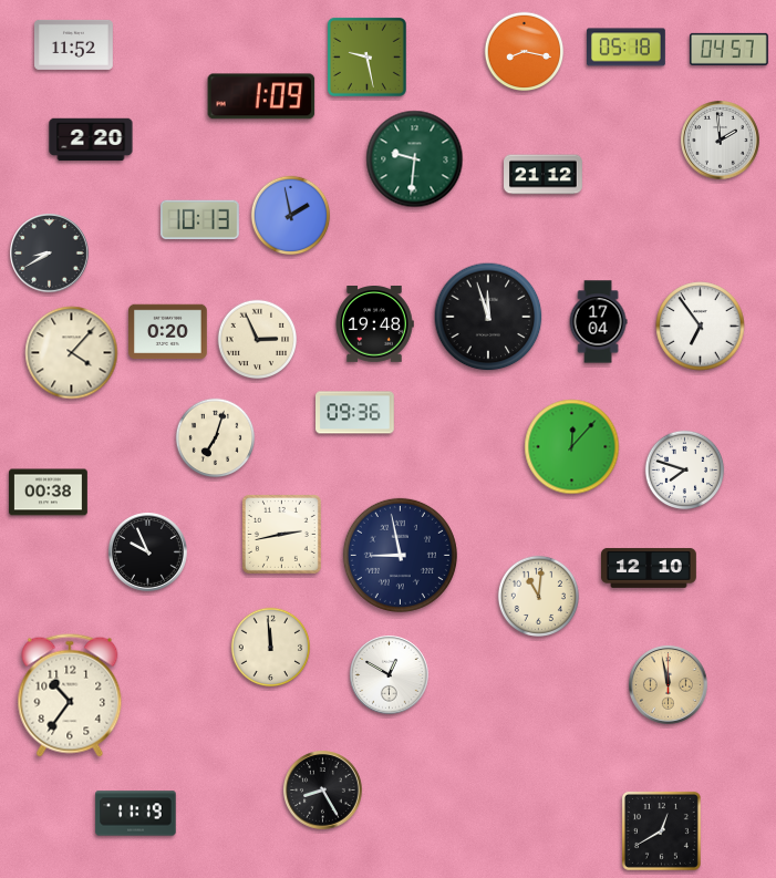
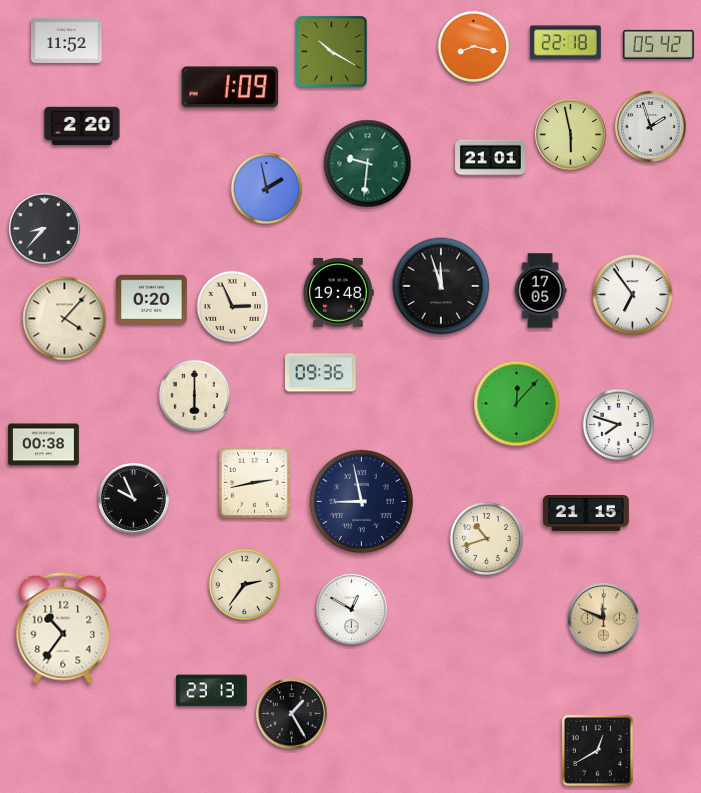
clock at (627, 48): 05:18 -> 22:18
clock at (728, 49): 04:57 -> 05:42
clock at (366, 56): 9:28 -> 10:20
clock at (261, 96) position: (261, 96) -> (230, 87)
clock at (721, 141): 1:59 -> 1:57
clock at (571, 135): none -> 5:58
clock at (415, 159) position: (415, 159) -> (368, 164)
clock at (544, 175): 21:12 -> 21:01
clock at (291, 216) position: (291, 216) -> (267, 189)
clock at (200, 219): 10:13 -> none
clock at (50, 254): 8:40 -> 8:37
clock at (598, 322): 17:04 -> 17:05
clock at (216, 438): 7:03 -> 6:00
clock at (650, 568): 12:10 -> 21:15
clock at (538, 596): 11:01 -> 10:42
clock at (271, 648): 11:59 -> 2:36
clock at (669, 685): 11:58 -> 11:49
clock at (212, 691): none -> 23:13
clock at (323, 791): 8:25 -> 1:25
clock at (136, 814): 11:19 -> none
